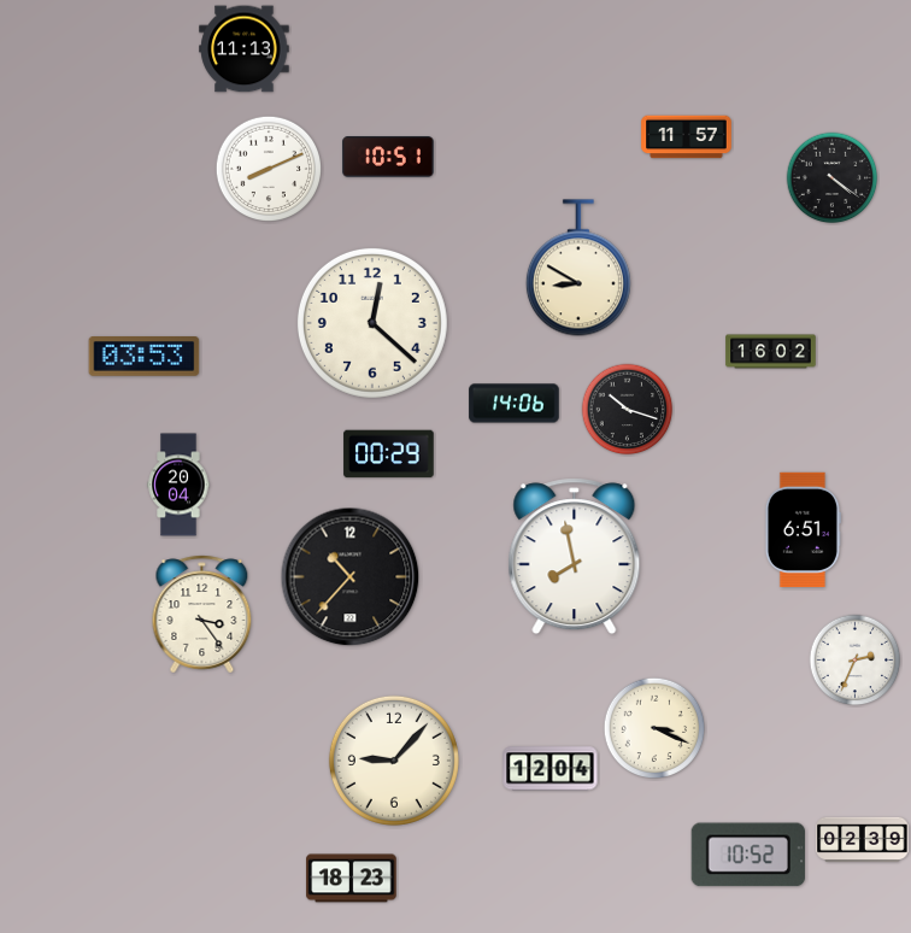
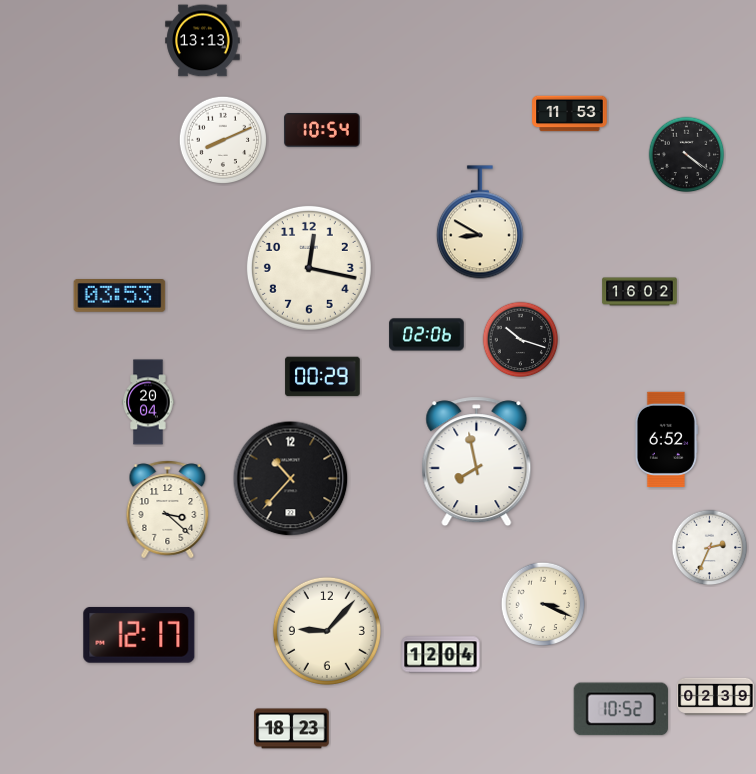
clock at (245, 49): 11:13 -> 13:13
clock at (687, 137): 11:57 -> 11:53
clock at (388, 157): 10:51 -> 10:54
clock at (833, 178) position: (833, 178) -> (687, 155)
clock at (372, 323): 12:22 -> 12:17
clock at (515, 404): 14:06 -> 02:06
clock at (803, 529): 6:51 -> 6:52
clock at (202, 615): 3:24 -> 3:22
clock at (139, 635): none -> 12:17
clock at (551, 769) position: (551, 769) -> (441, 655)
